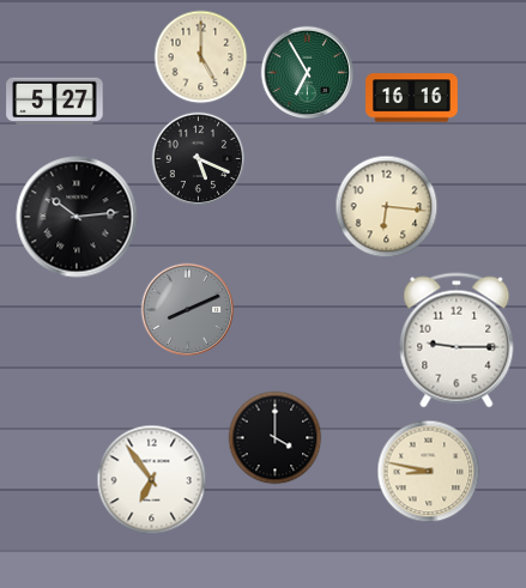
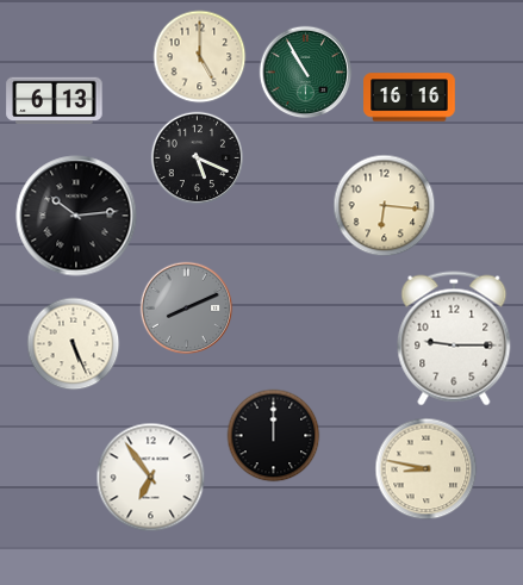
clock at (307, 72): 6:55 -> 10:55
clock at (55, 102): 5:27 -> 6:13
clock at (73, 343): none -> 5:26
clock at (274, 437): 4:00 -> 12:00
